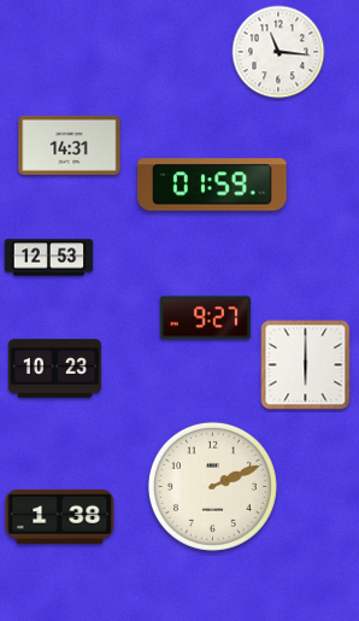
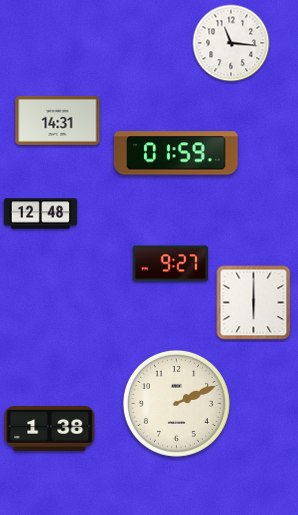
clock at (49, 258): 12:53 -> 12:48
clock at (54, 369): 10:23 -> none
